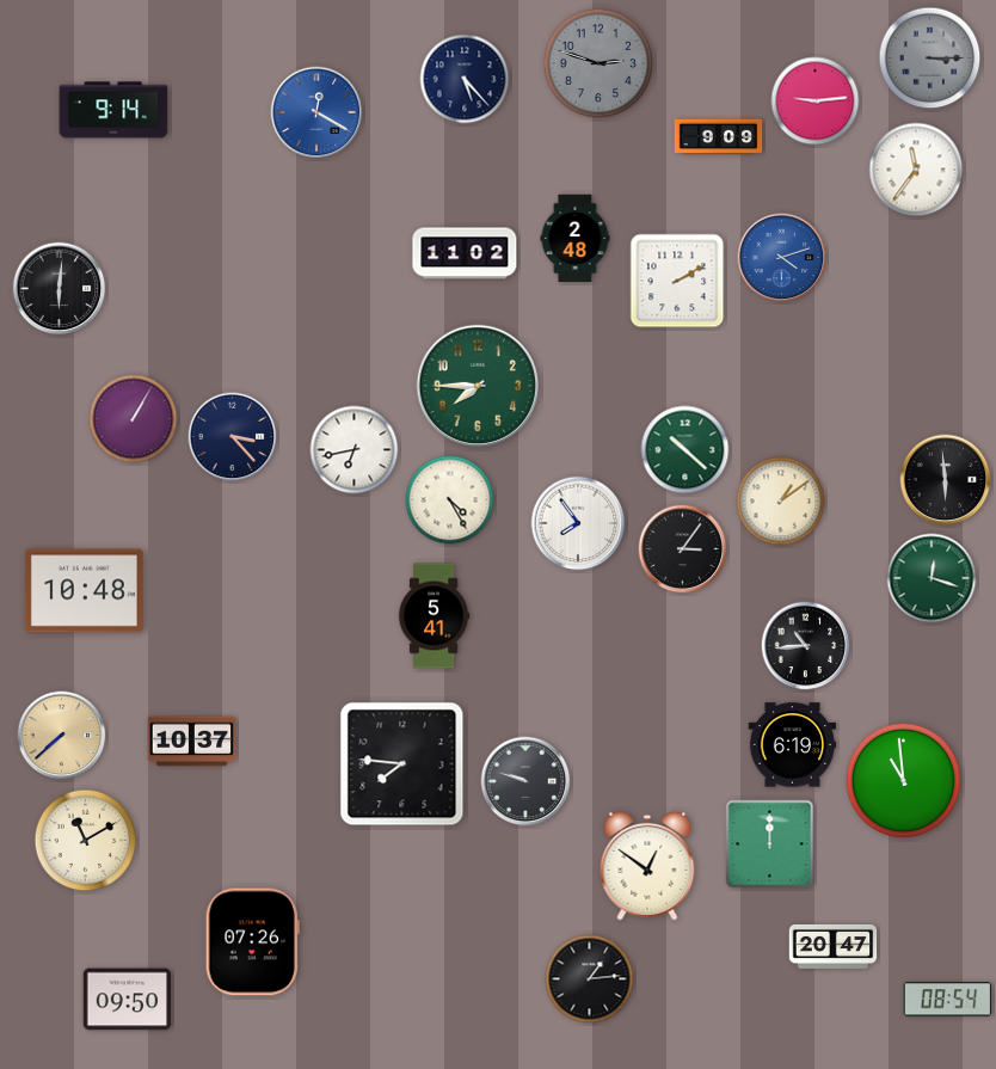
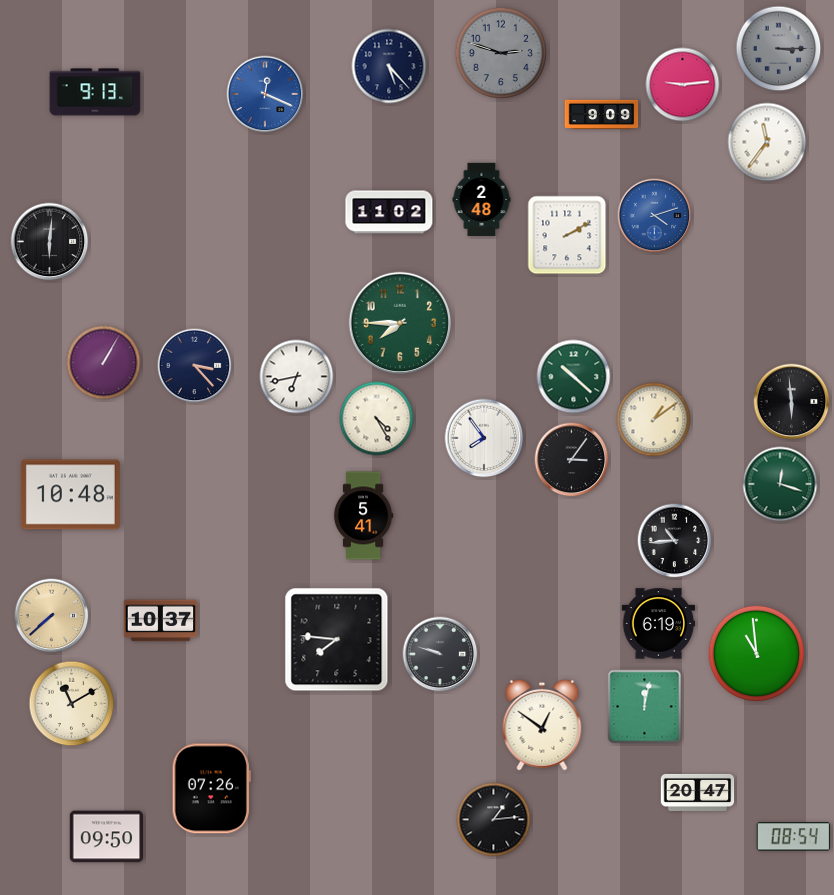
clock at (113, 110): 9:14 -> 9:13
clock at (316, 112): 12:20 -> 12:19
clock at (134, 419) position: (134, 419) -> (104, 363)
clock at (793, 745) position: (793, 745) -> (659, 624)
clock at (770, 844): 12:00 -> 12:02
